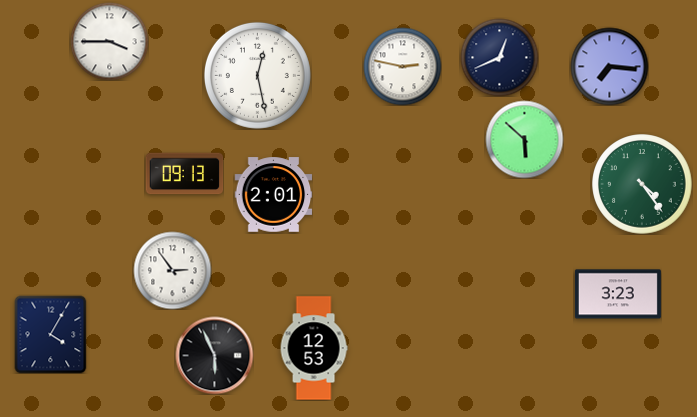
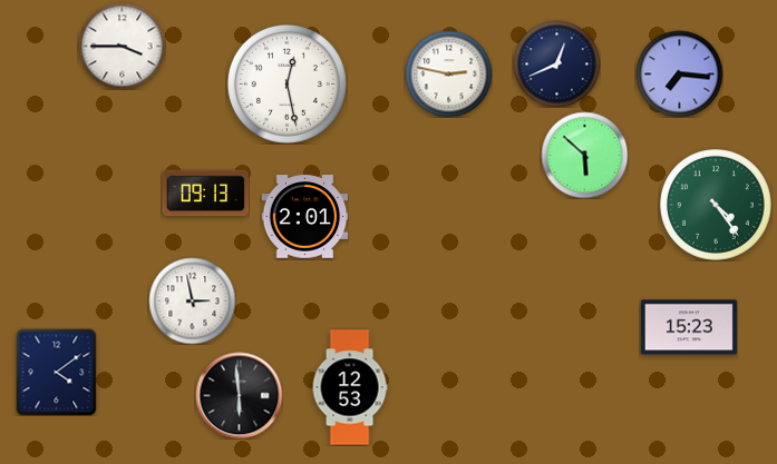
clock at (172, 270): 2:54 -> 2:58
clock at (618, 294): 3:23 -> 15:23
clock at (51, 334): 4:05 -> 4:09
clock at (214, 355): 5:56 -> 5:59
